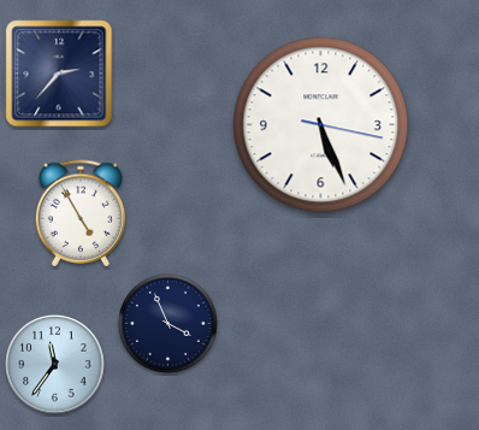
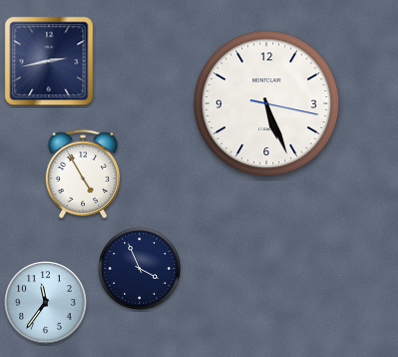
clock at (59, 73): 2:37 -> 2:43
clock at (79, 213) position: (79, 213) -> (82, 174)
